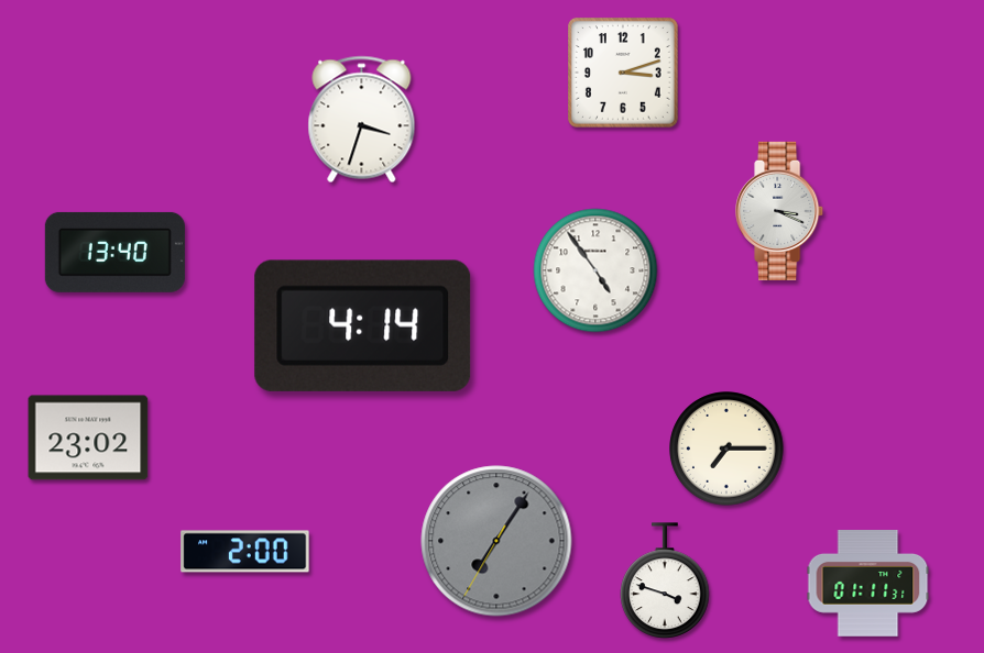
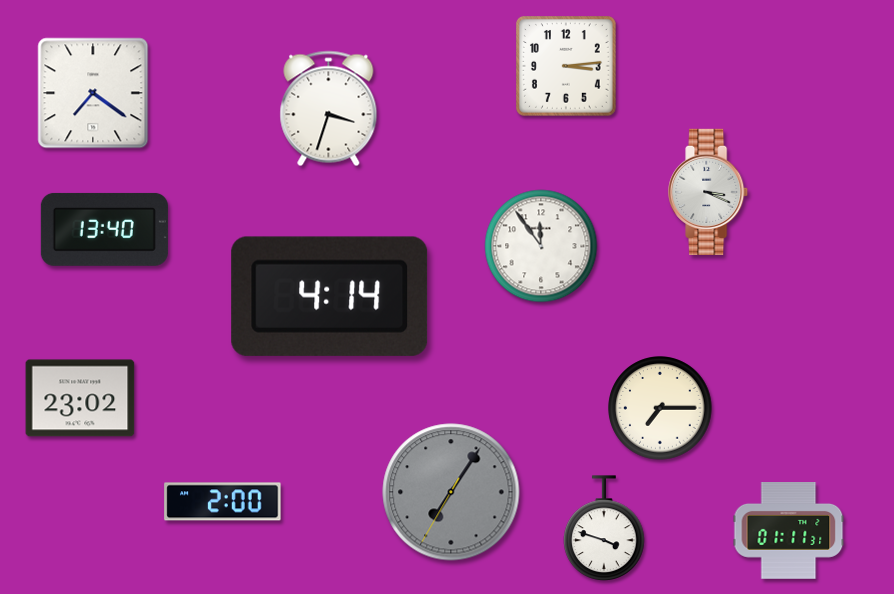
clock at (624, 74): 3:12 -> 3:14
clock at (93, 93): none -> 7:21
clock at (595, 270): 4:54 -> 11:54
